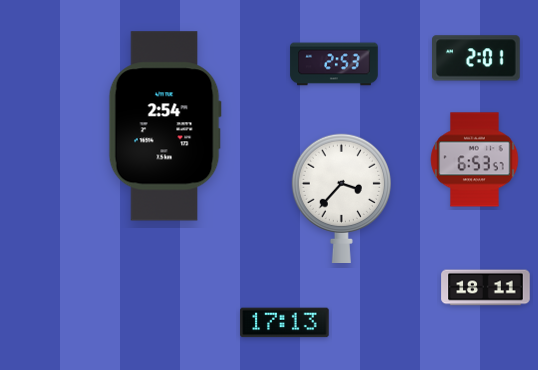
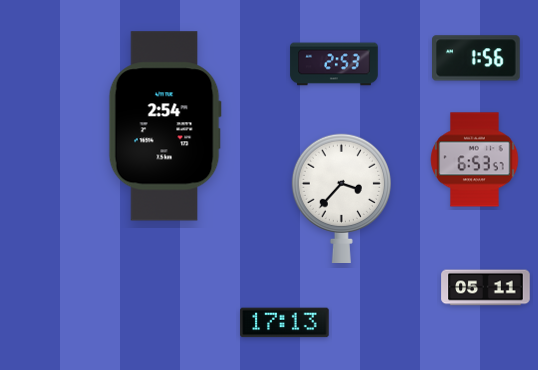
clock at (477, 58): 2:01 -> 1:56
clock at (486, 288): 18:11 -> 05:11
